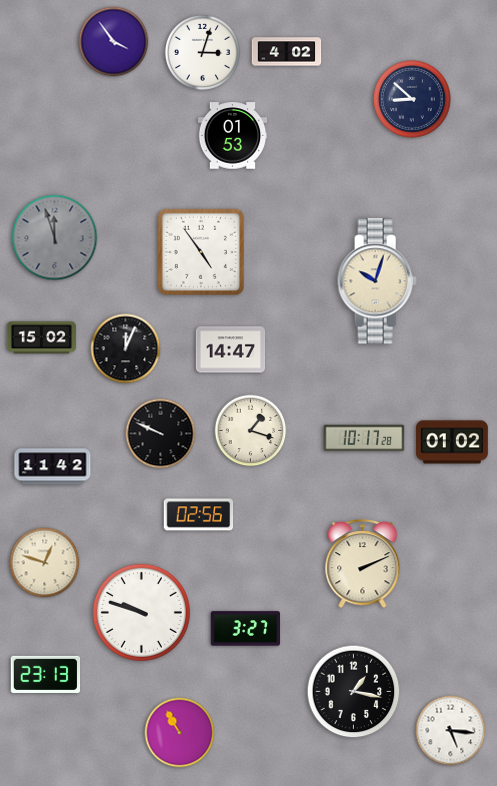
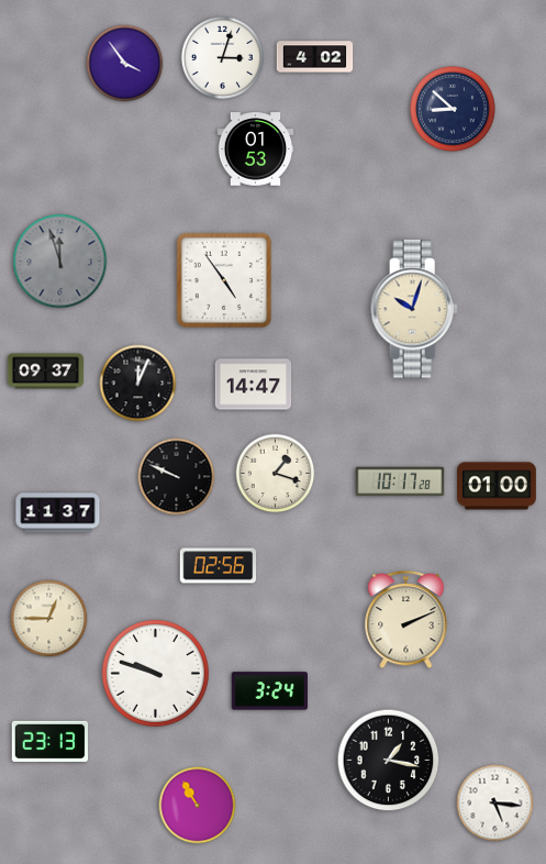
clock at (114, 42) position: (114, 42) -> (125, 64)
clock at (201, 252) position: (201, 252) -> (224, 280)
clock at (42, 338): 15:02 -> 09:37
clock at (453, 442): 01:02 -> 01:00
clock at (53, 467): 11:42 -> 11:37
clock at (45, 563): 12:48 -> 12:45
clock at (363, 564) position: (363, 564) -> (406, 620)
clock at (245, 629): 3:27 -> 3:24
